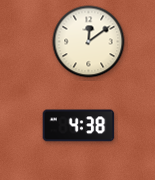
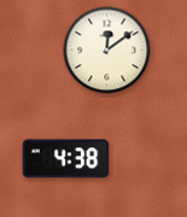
clock at (79, 126) position: (79, 126) -> (66, 159)
